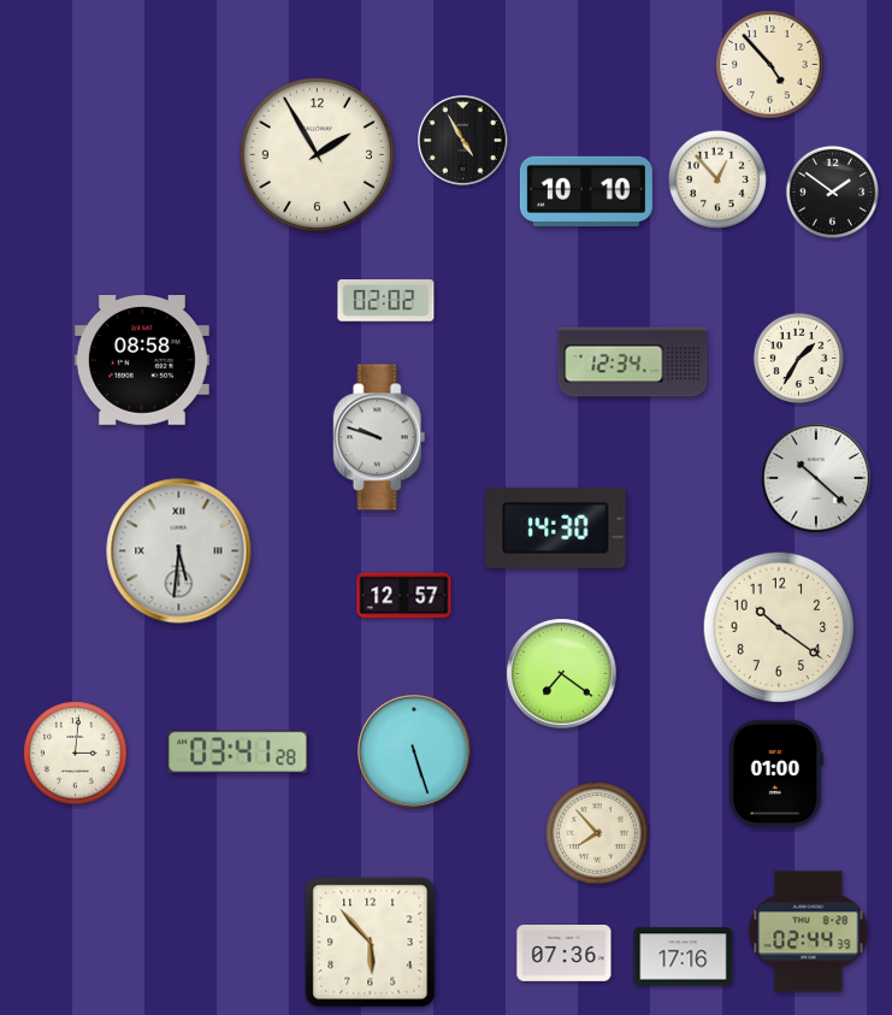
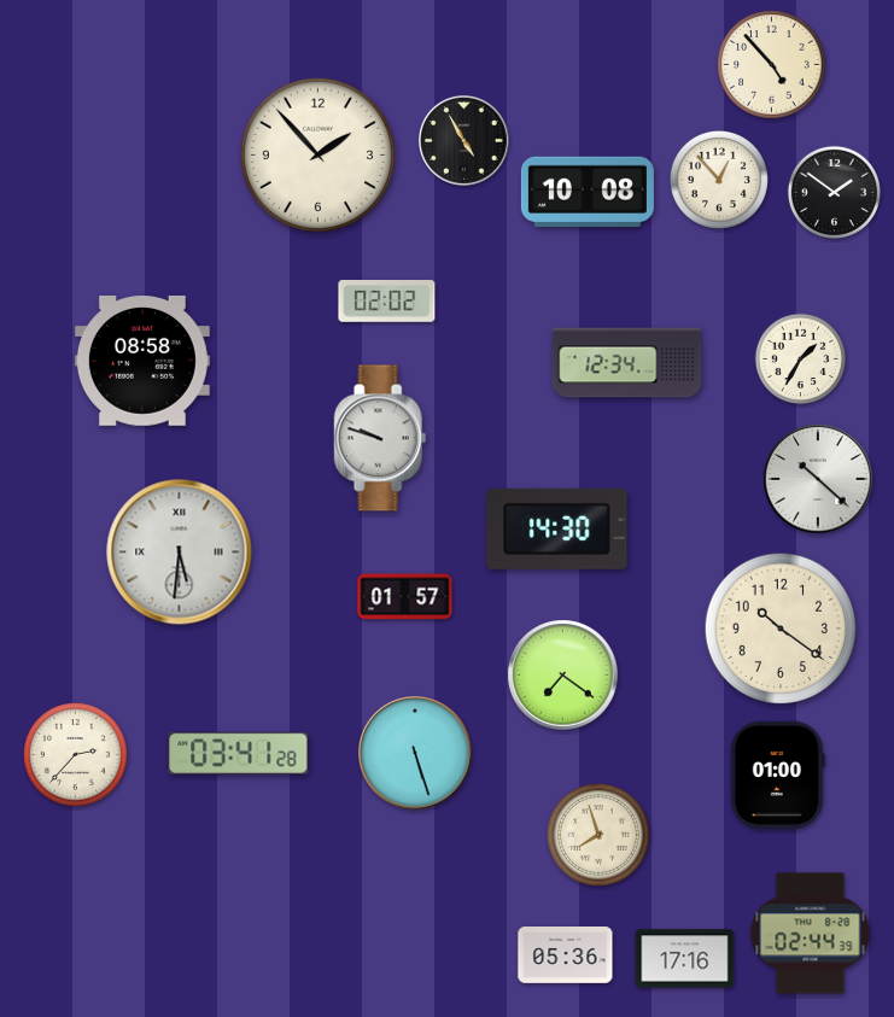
clock at (317, 154): 1:55 -> 1:53
clock at (586, 190): 10:10 -> 10:08
clock at (633, 362) position: (633, 362) -> (627, 363)
clock at (404, 596): 12:57 -> 01:57
clock at (76, 754): 3:01 -> 2:37
clock at (598, 834): 7:53 -> 7:57
clock at (371, 943): 5:53 -> none
clock at (565, 954): 07:36 -> 05:36
